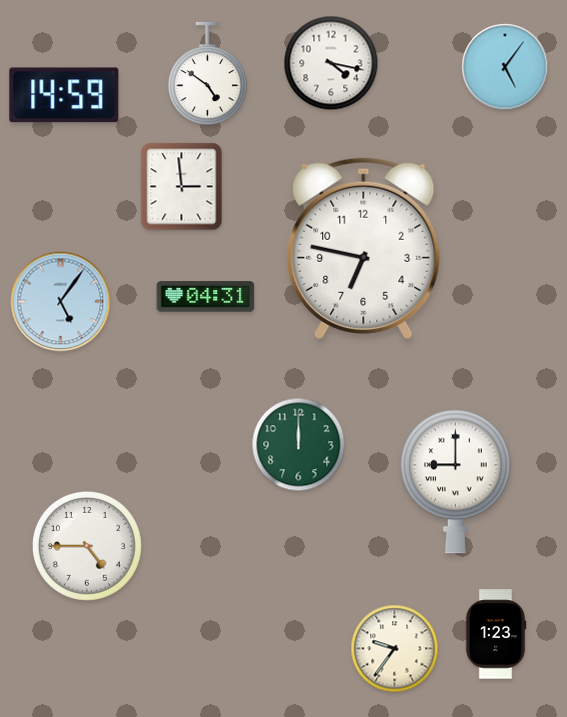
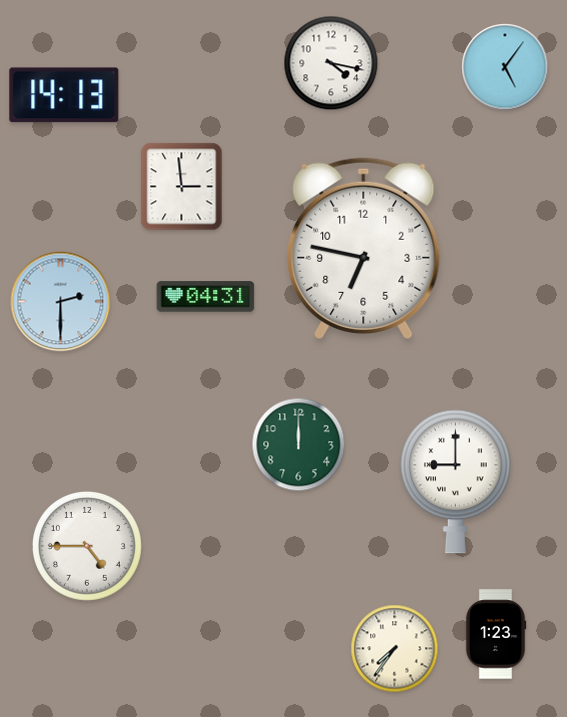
clock at (207, 74): 4:51 -> none
clock at (64, 95): 14:59 -> 14:13
clock at (61, 302): 5:06 -> 2:30
clock at (395, 649): 9:36 -> 7:36
